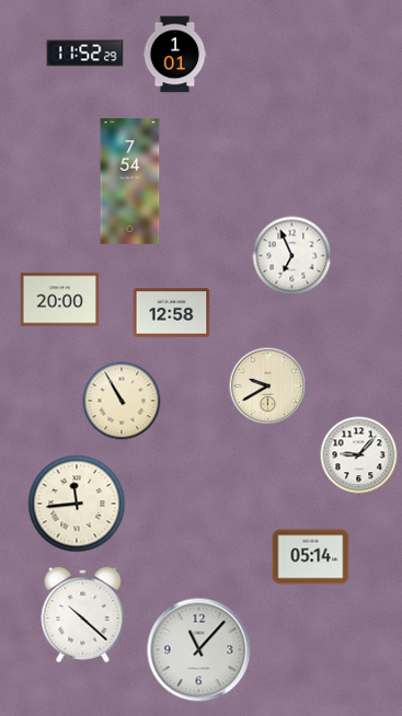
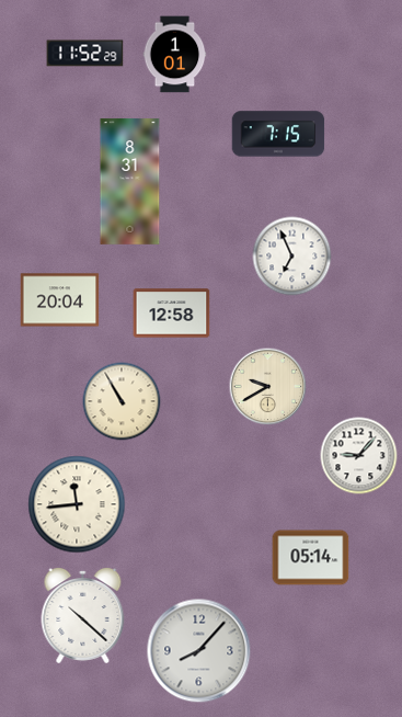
clock at (278, 134): none -> 7:15
clock at (130, 182): 7:54 -> 8:31
clock at (60, 300): 20:00 -> 20:04
clock at (199, 650): 11:07 -> 8:07
